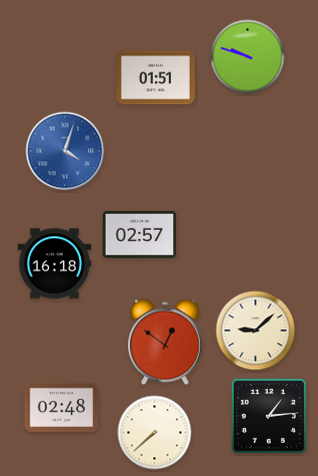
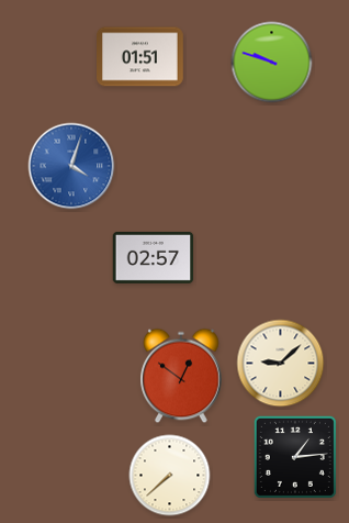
clock at (156, 78) position: (156, 78) -> (140, 57)
clock at (55, 264): 16:18 -> none
clock at (62, 407): 02:48 -> none
